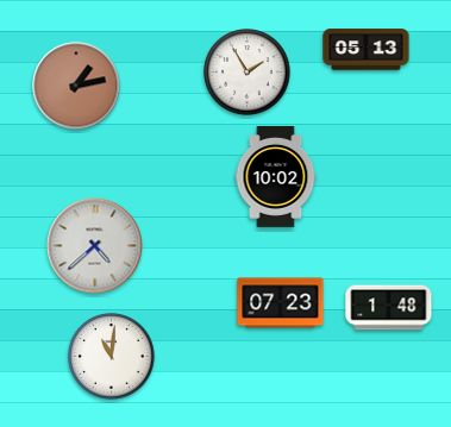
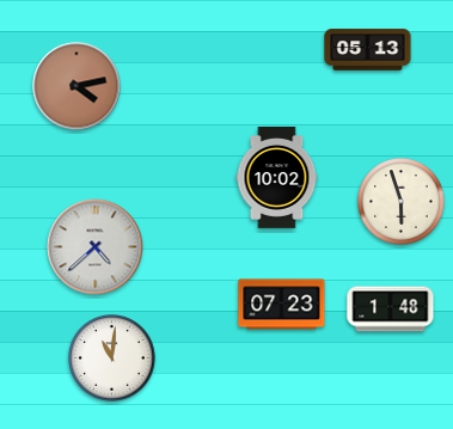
clock at (248, 73): 1:55 -> none
clock at (76, 86): 1:13 -> 4:13
clock at (402, 202): none -> 5:57
